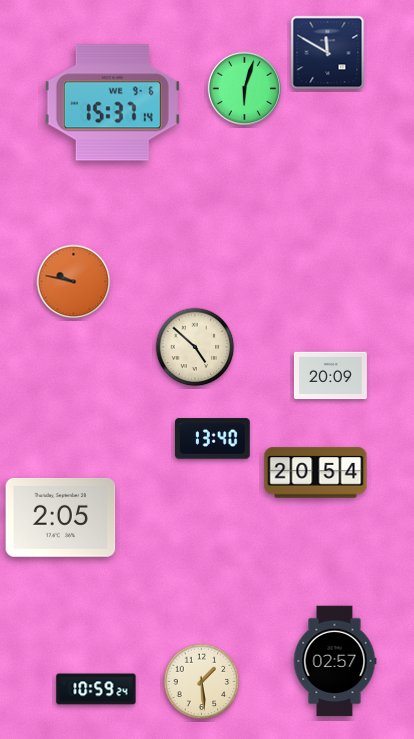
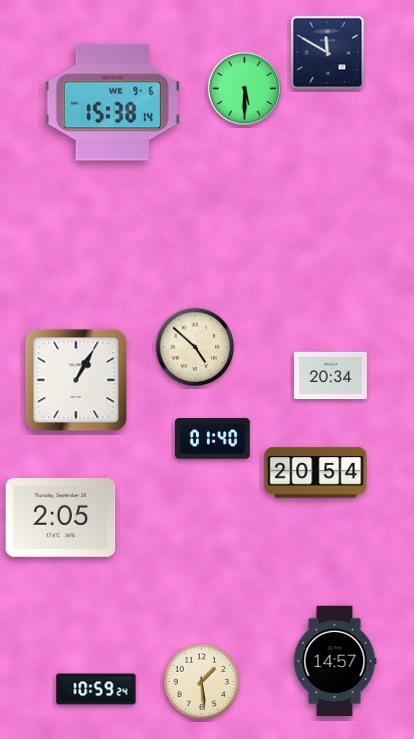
clock at (244, 88): 6:03 -> 5:30
clock at (112, 103): 15:37 -> 15:38
clock at (74, 282): 9:47 -> none
clock at (330, 376): 20:09 -> 20:34
clock at (76, 380): none -> 1:05
clock at (213, 439): 13:40 -> 01:40
clock at (335, 661): 02:57 -> 14:57
